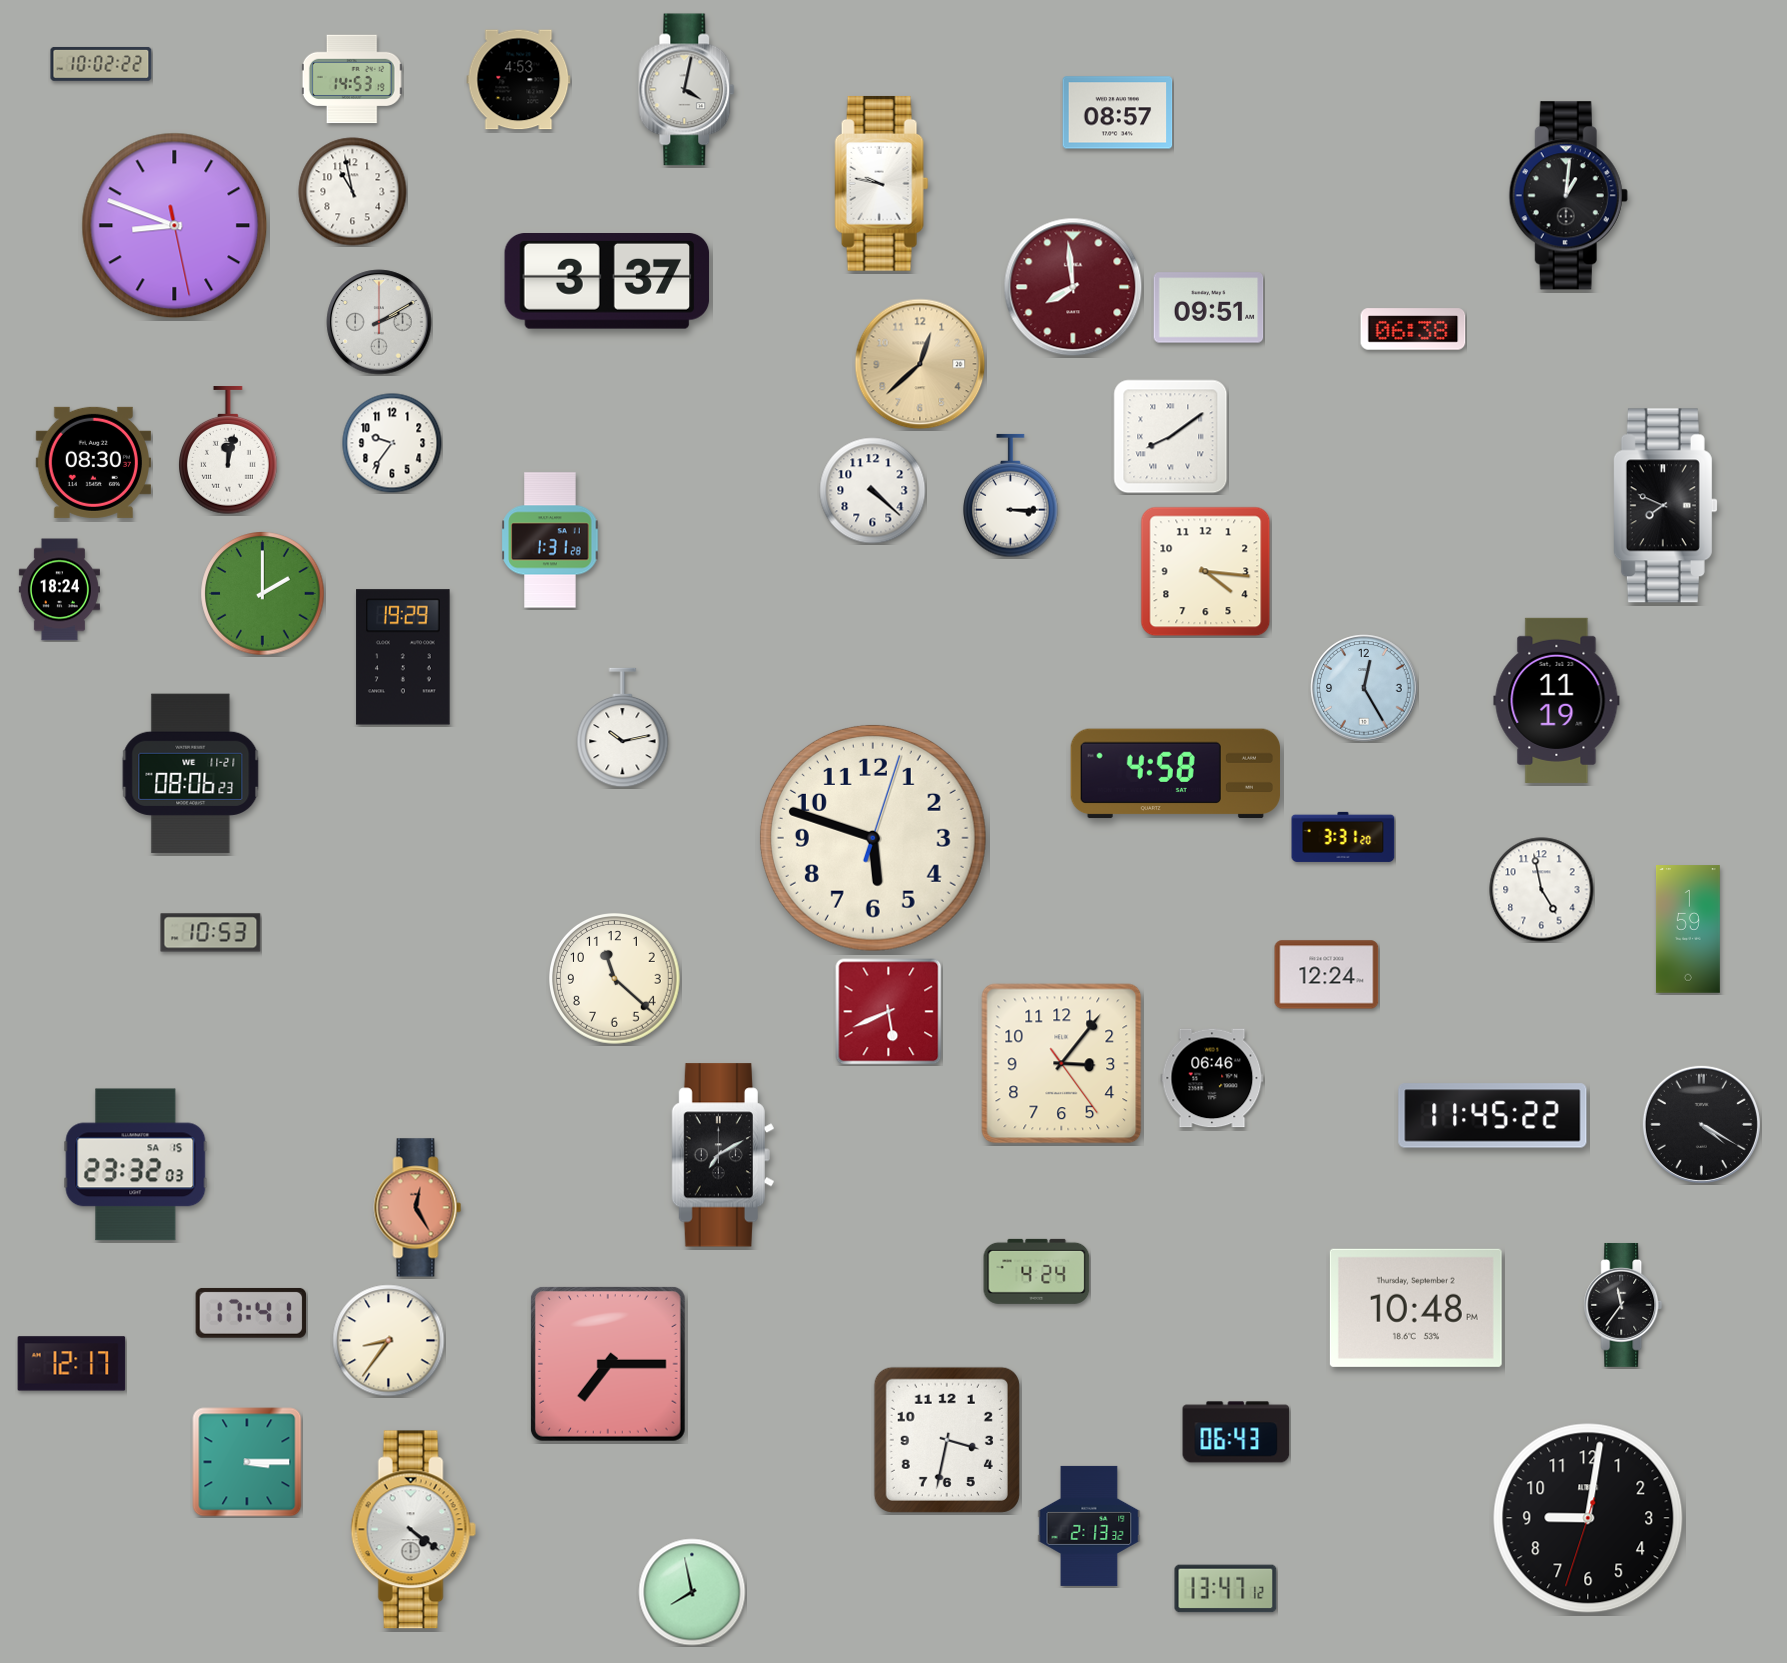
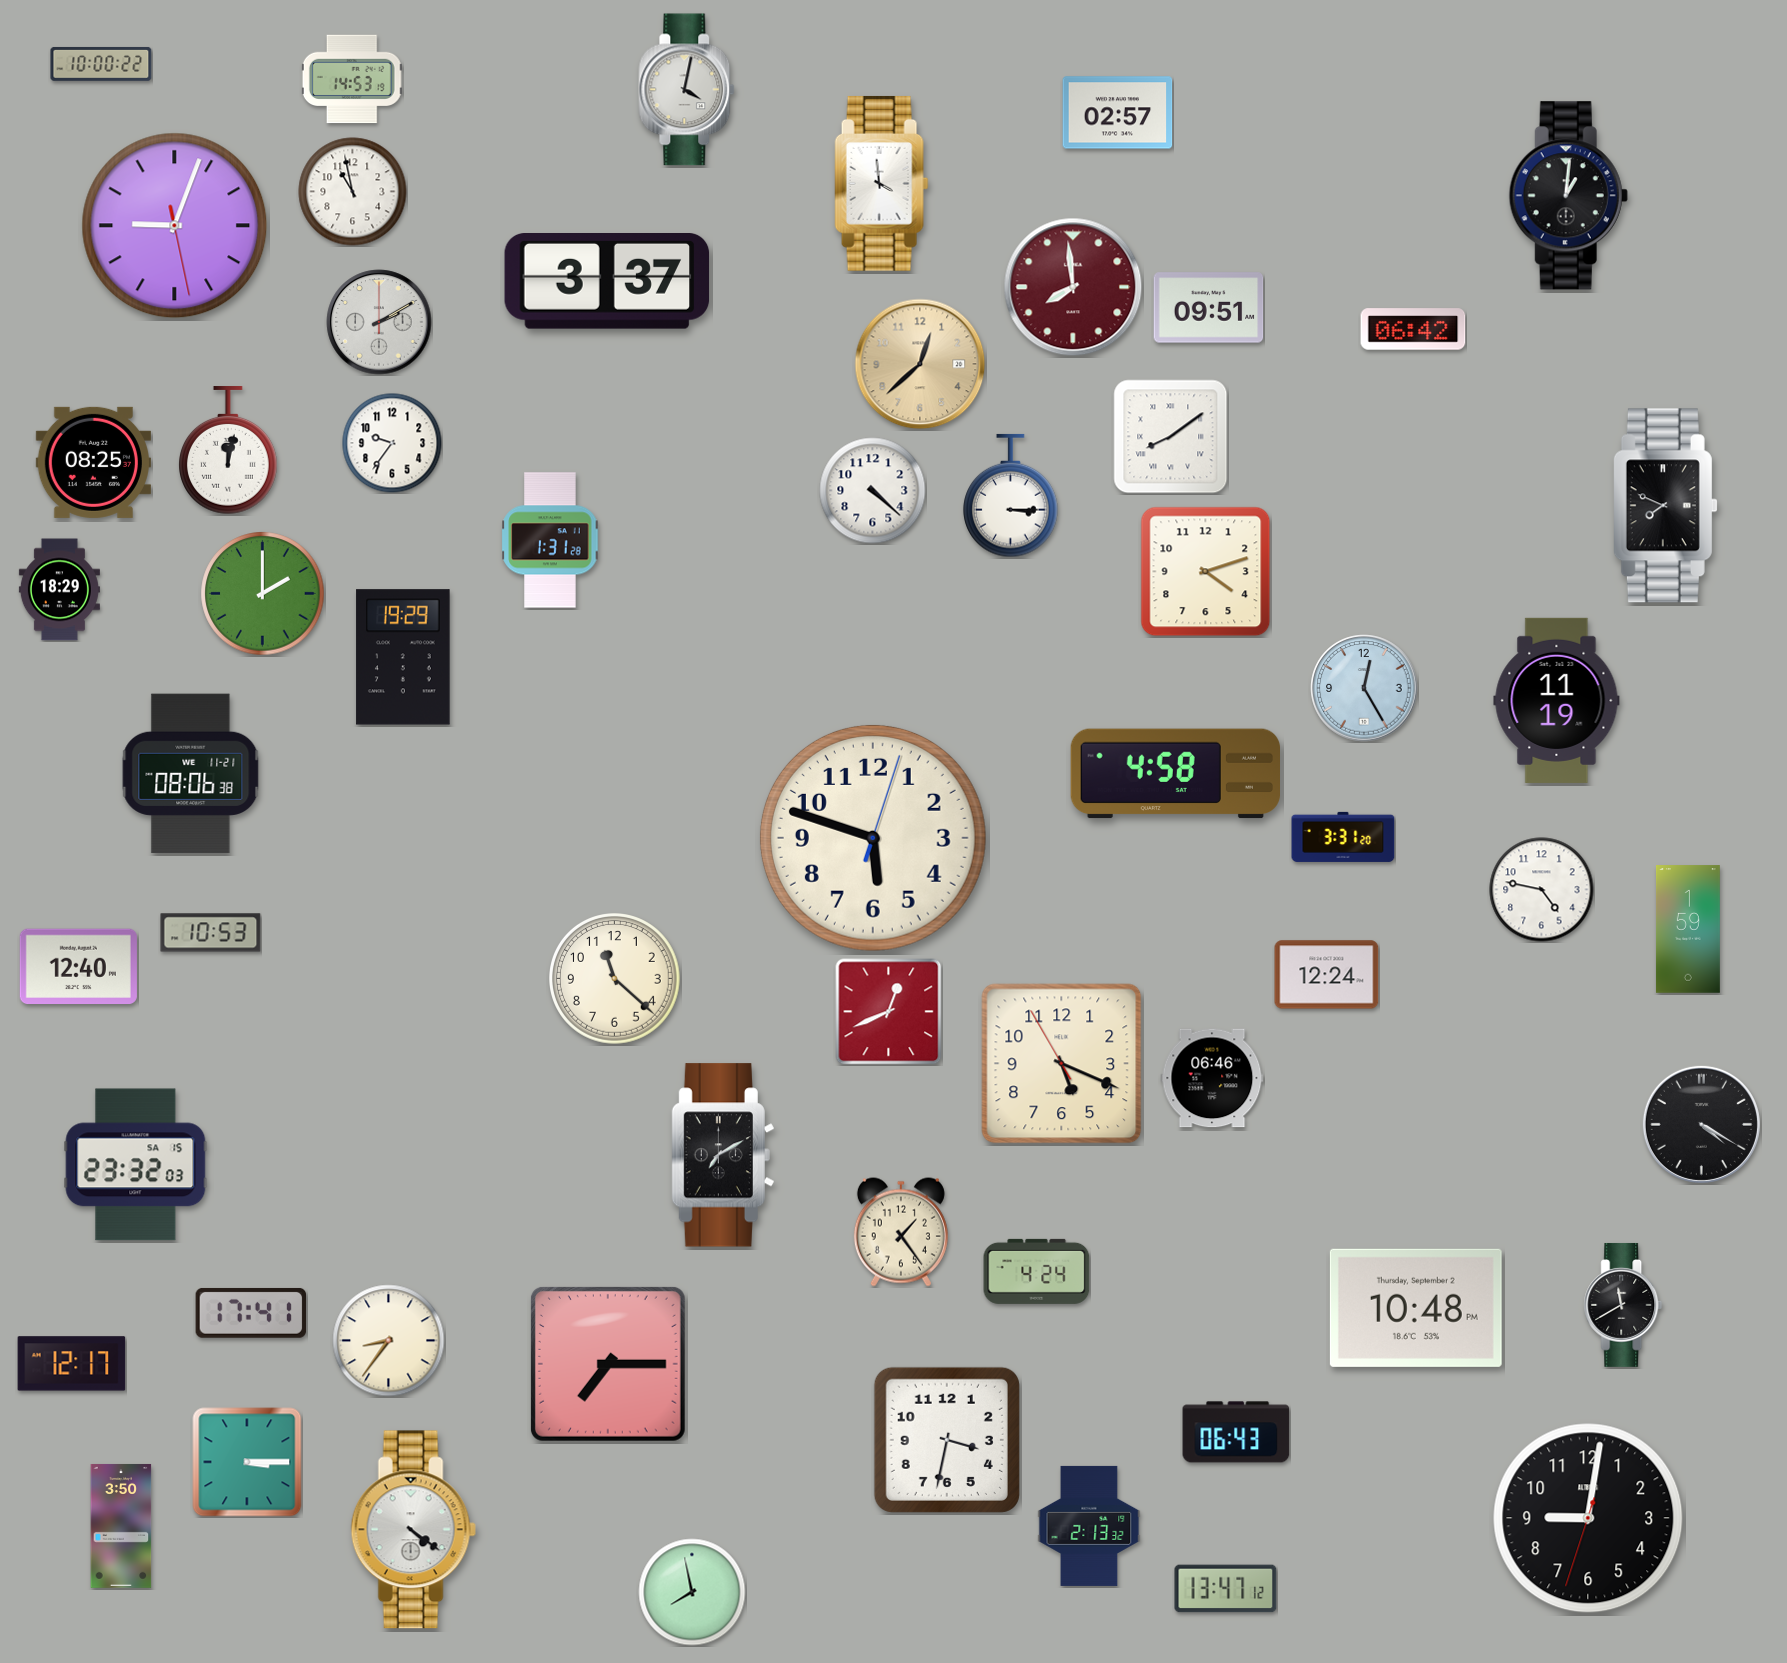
clock at (101, 64): 10:02 -> 10:00
clock at (519, 80): 4:53 -> none
clock at (1118, 113): 08:57 -> 02:57
clock at (882, 183): 9:47 -> 3:59
clock at (175, 226): 8:48 -> 9:03
clock at (1413, 329): 06:38 -> 06:42
clock at (93, 462): 08:30 -> 08:25
clock at (1206, 572): 4:16 -> 4:12
clock at (59, 590): 18:24 -> 18:29
clock at (623, 728): 10:13 -> none
clock at (191, 774): 08:06:23 -> 08:06:38
clock at (1542, 890): 4:58 -> 4:47
clock at (78, 967): none -> 12:40
clock at (889, 1012): 5:41 -> 12:41
clock at (1062, 1064): 3:06 -> 5:18
clock at (1493, 1116): 11:45 -> none
clock at (418, 1208): 12:25 -> none
clock at (901, 1232): none -> 1:24
clock at (1623, 1305): 11:36 -> 11:40
clock at (121, 1526): none -> 3:50
